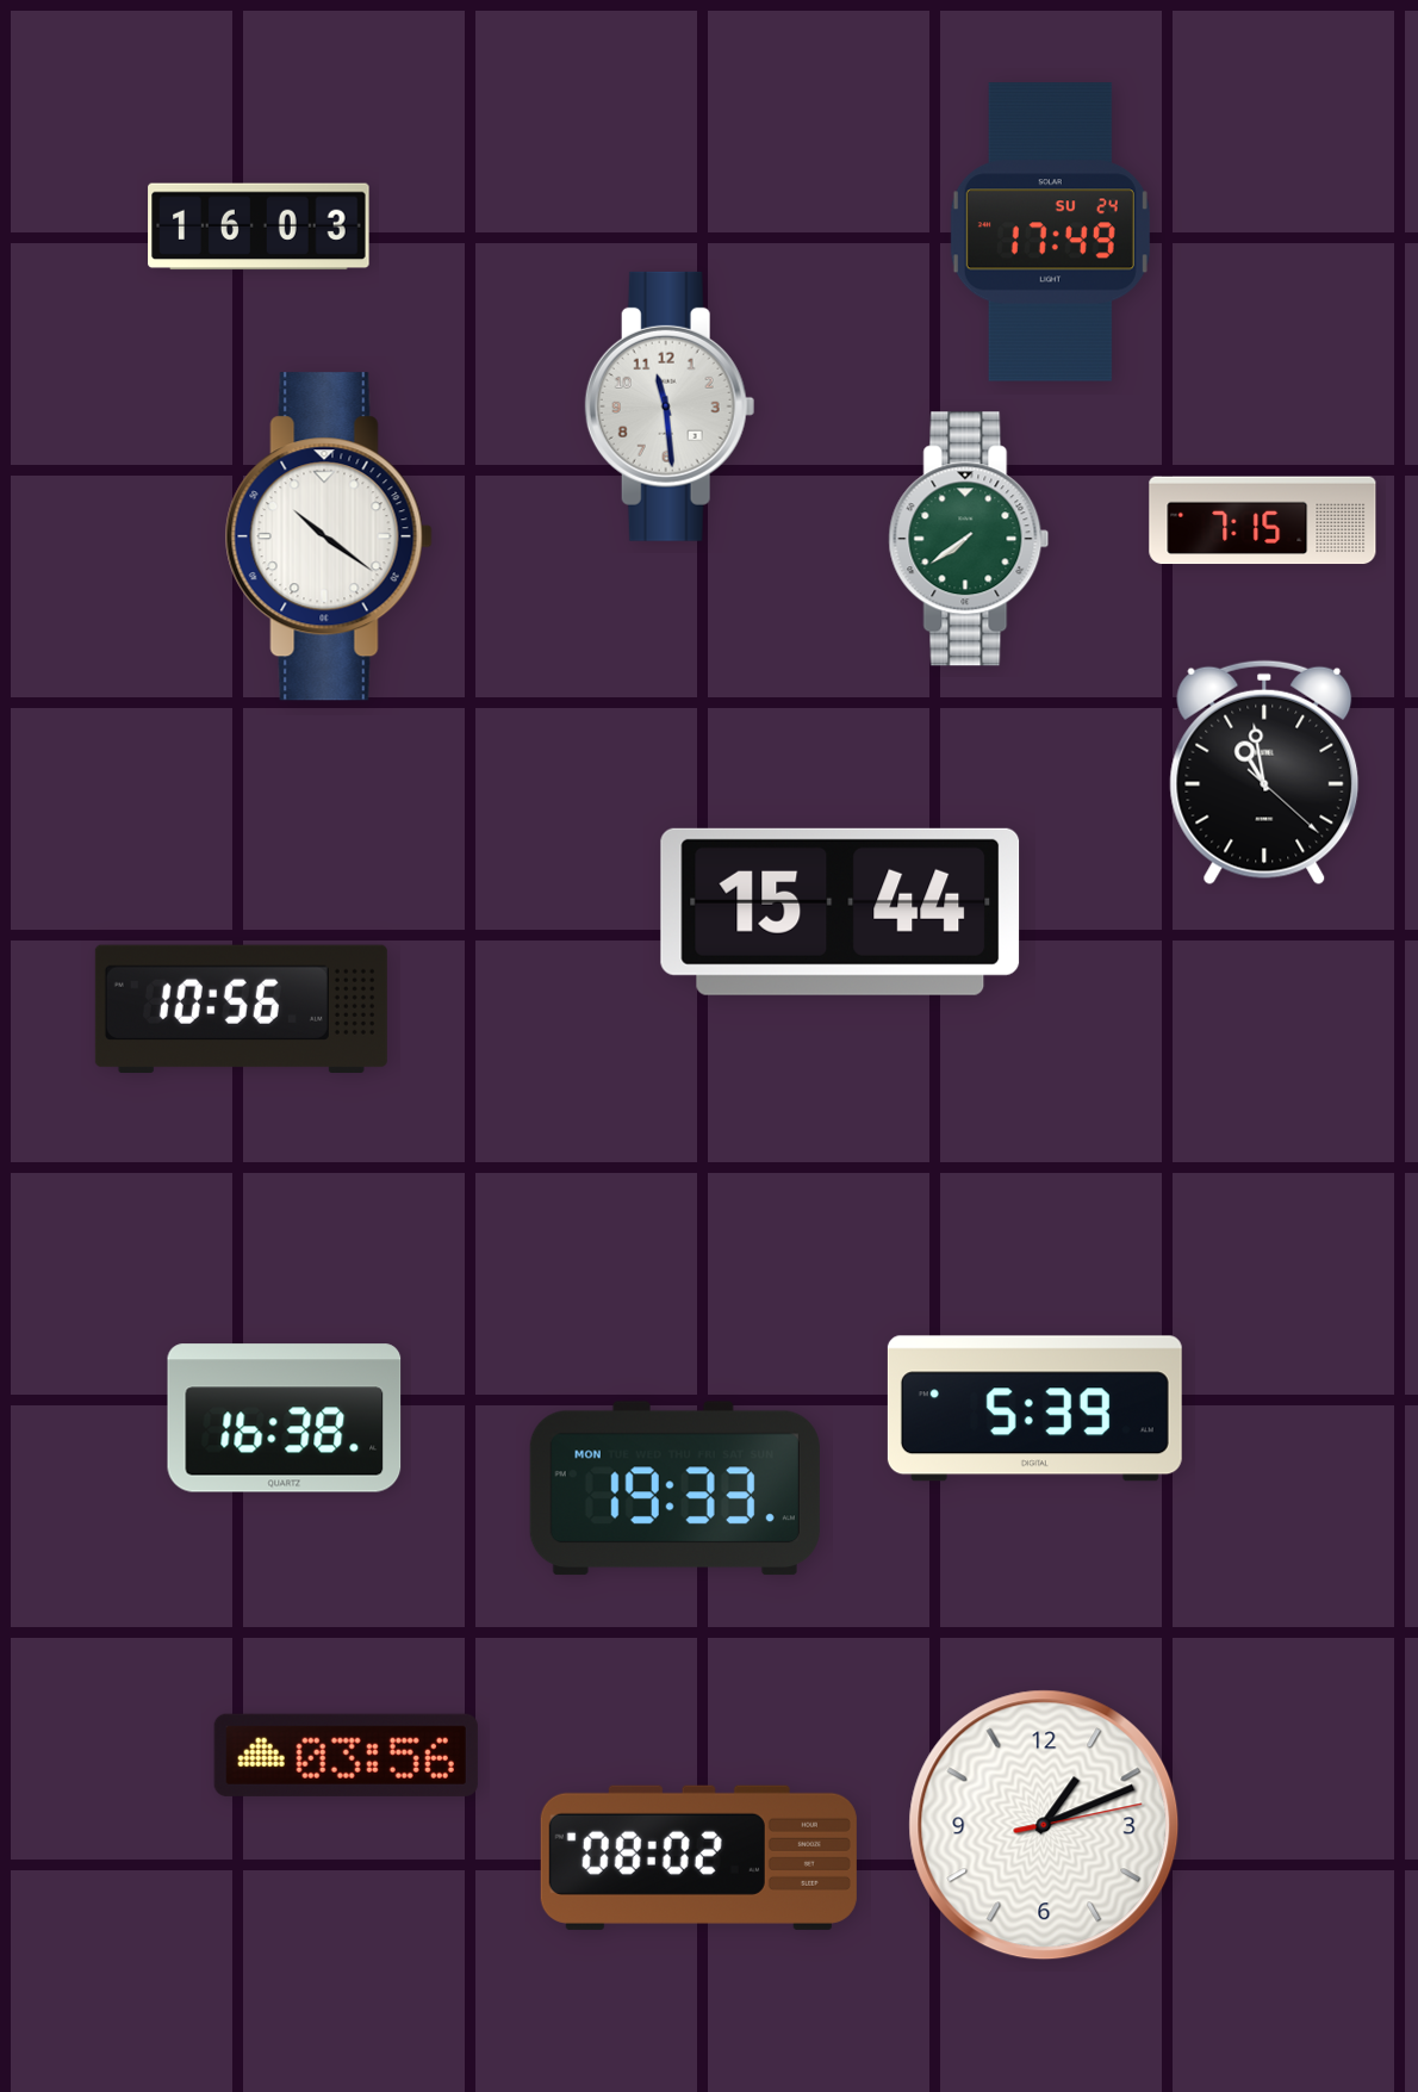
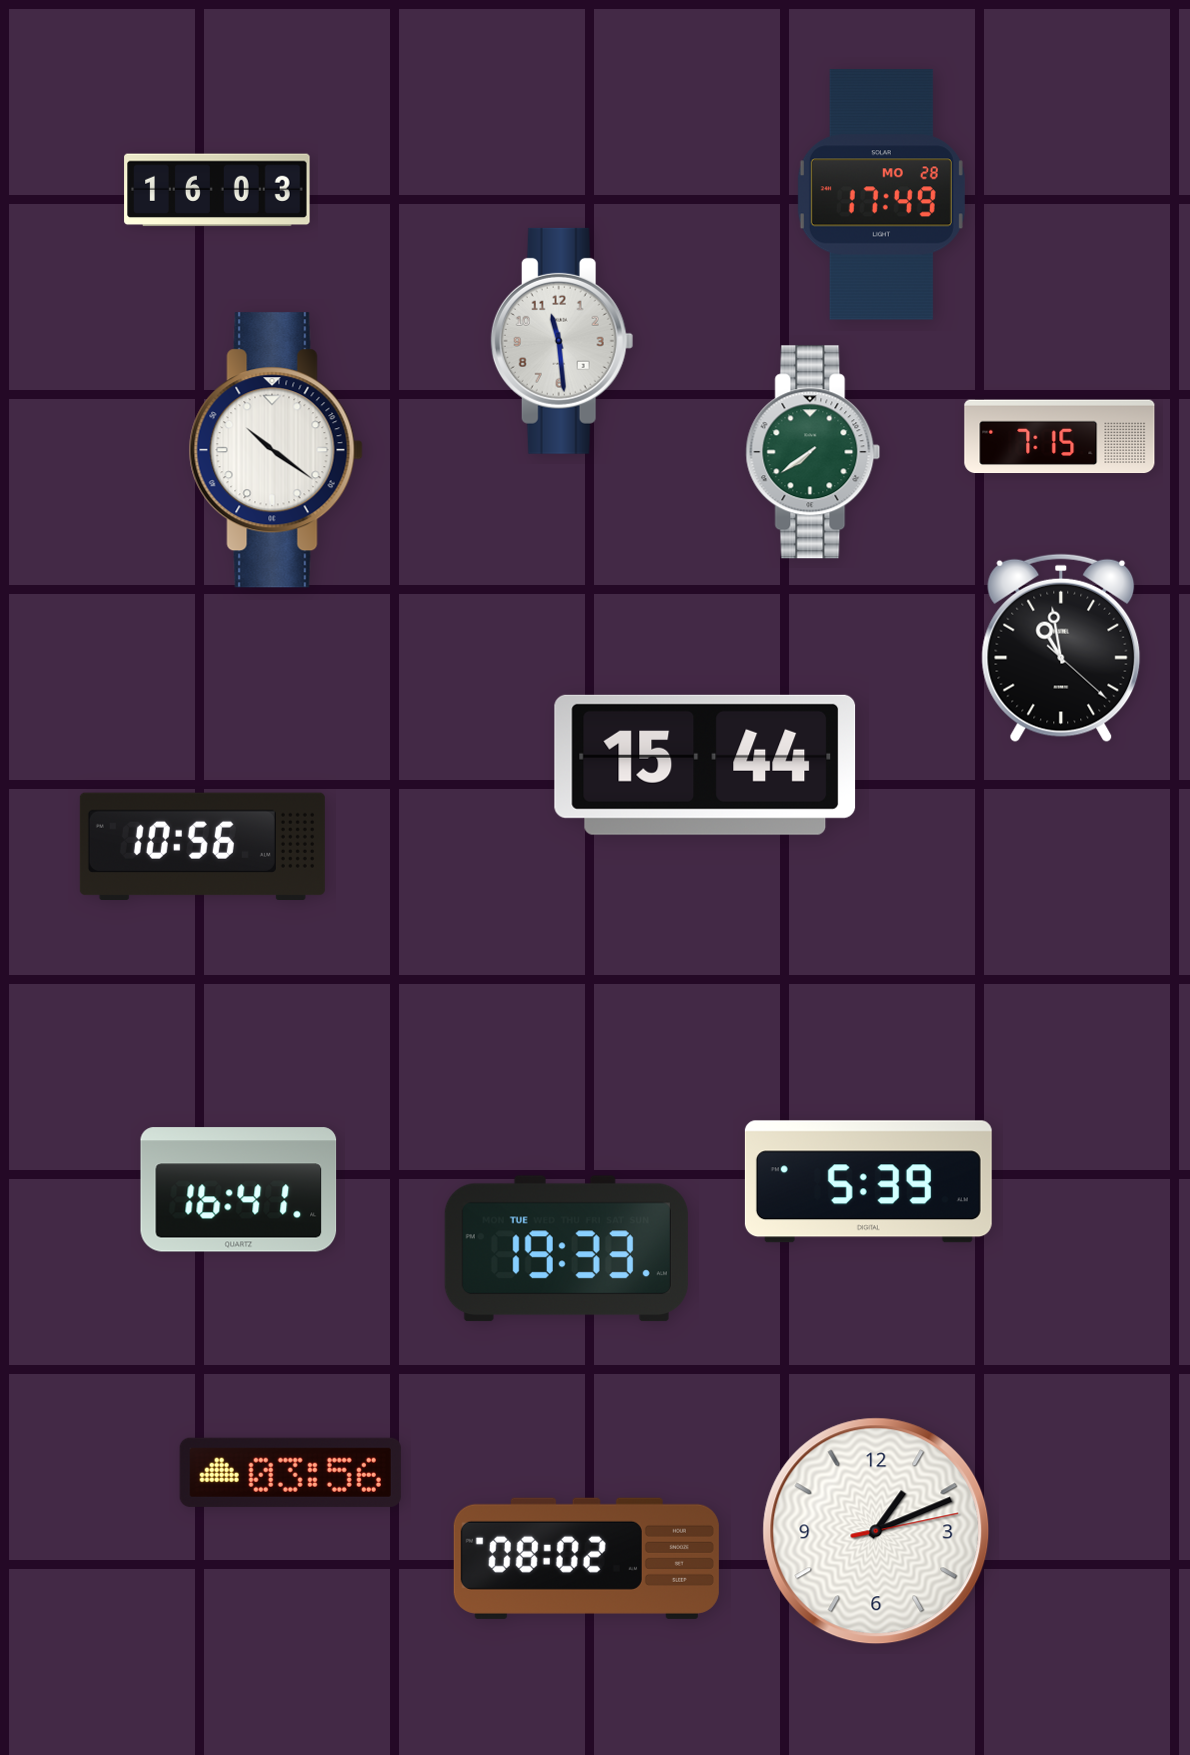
clock at (1050, 232) date: SU 24 -> MO 28
clock at (285, 1419): 16:38 -> 16:41
clock at (674, 1489) date: MON -> TUE
